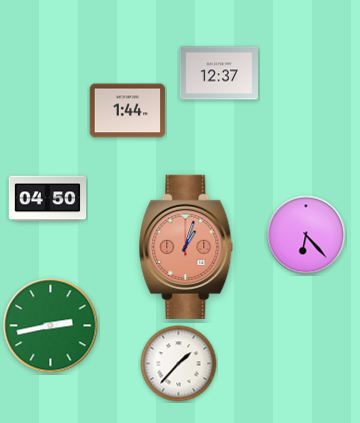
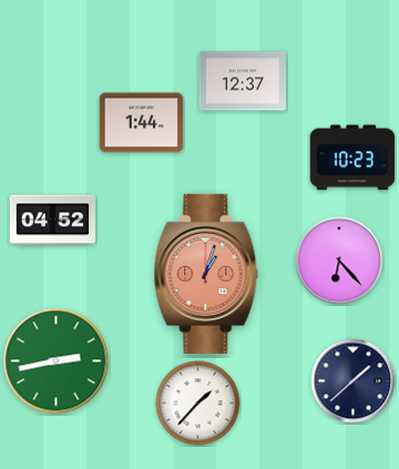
clock at (352, 157): none -> 10:23
clock at (48, 199): 04:50 -> 04:52
clock at (354, 381): none -> 1:38
